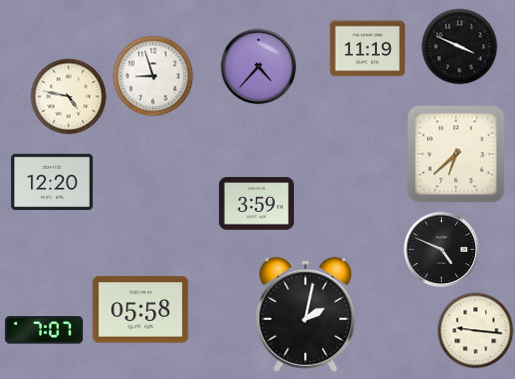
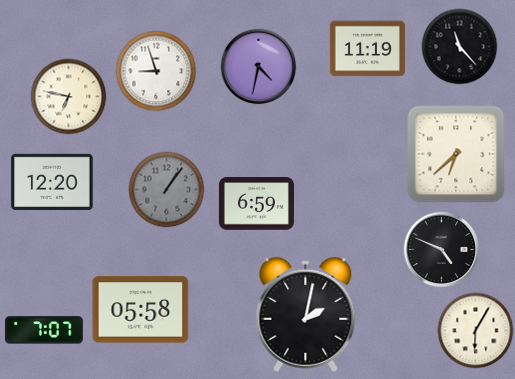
clock at (460, 47): 3:49 -> 11:23
clock at (259, 67): 4:37 -> 4:32
clock at (153, 76) position: (153, 76) -> (156, 71)
clock at (69, 97): 4:47 -> 6:47
clock at (167, 190): none -> 1:06
clock at (256, 204): 3:59 -> 6:59
clock at (476, 331): 9:16 -> 6:05
